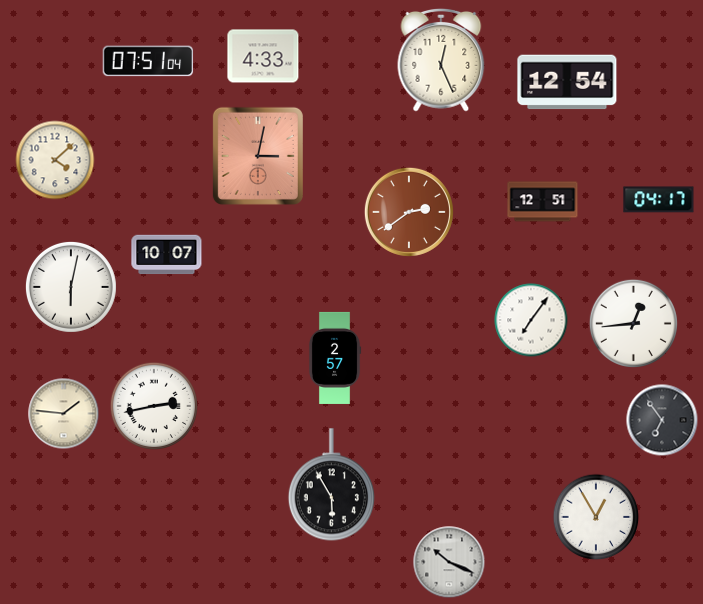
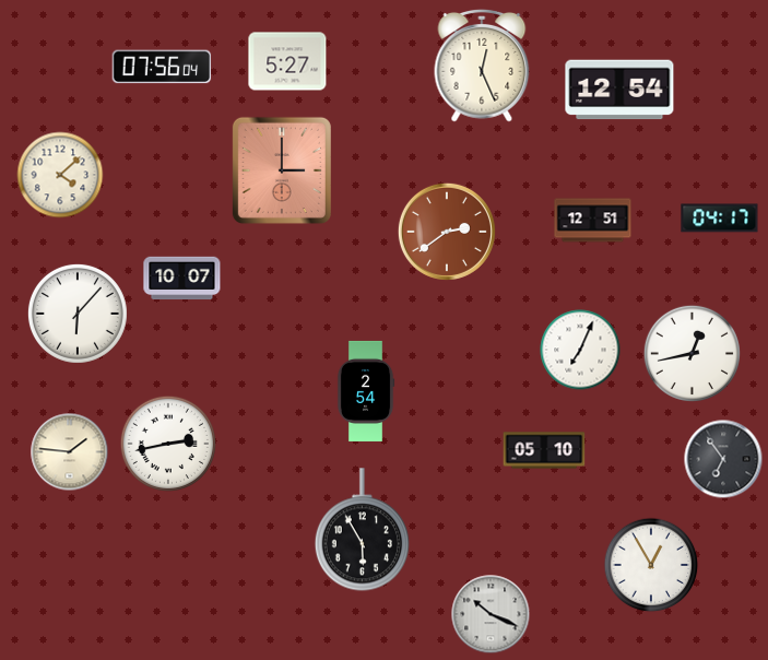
clock at (263, 56): 4:33 -> 5:27
clock at (148, 61): 07:51 -> 07:56
clock at (258, 156): 3:02 -> 3:00
clock at (71, 287): 6:02 -> 6:07
clock at (531, 320): 7:06 -> 7:04
clock at (633, 323): 12:44 -> 12:43
clock at (335, 358): 2:57 -> 2:54
clock at (544, 450): none -> 05:10
